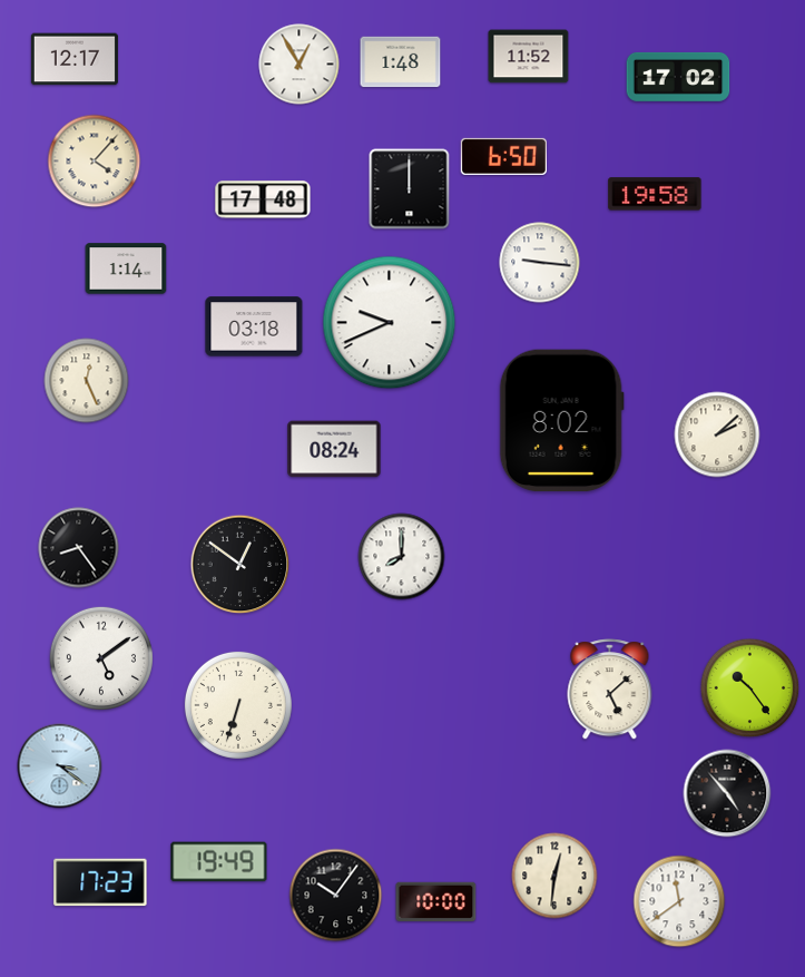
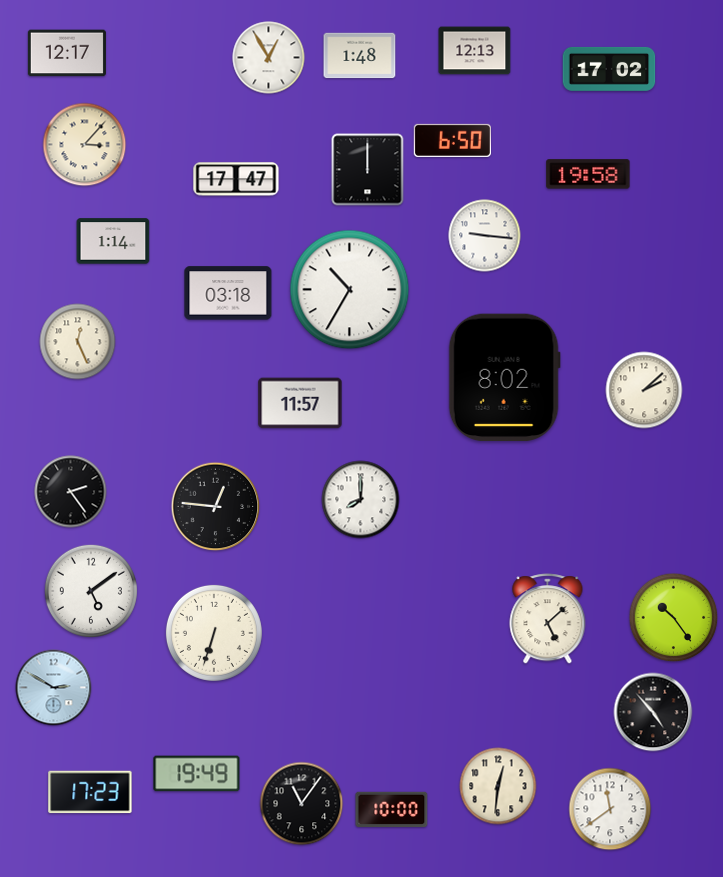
clock at (529, 57): 11:52 -> 12:13
clock at (95, 162): 4:07 -> 3:07
clock at (263, 199): 17:48 -> 17:47
clock at (390, 323): 9:41 -> 10:35
clock at (334, 449): 08:24 -> 11:57
clock at (79, 548): 8:24 -> 2:24
clock at (240, 565): 12:51 -> 12:46
clock at (60, 766): 3:21 -> 2:50
clock at (336, 896): 10:06 -> 11:06
